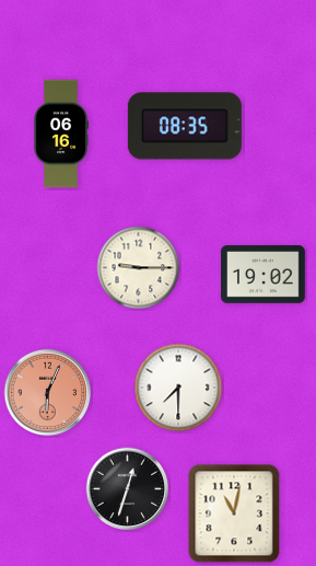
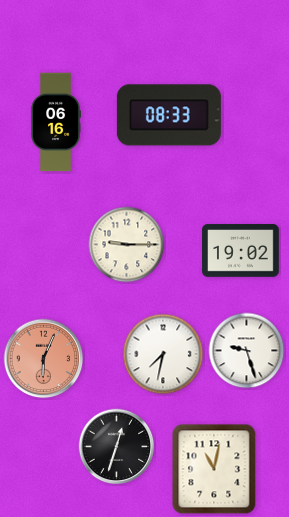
clock at (185, 126): 08:35 -> 08:33
clock at (247, 351): none -> 9:27
clock at (178, 388): 7:30 -> 7:32
